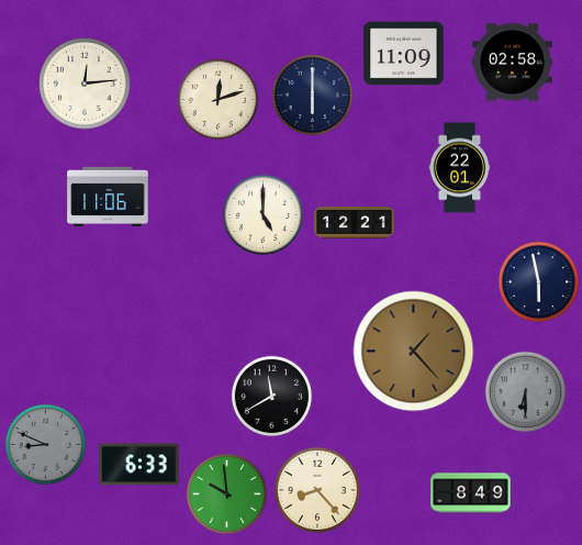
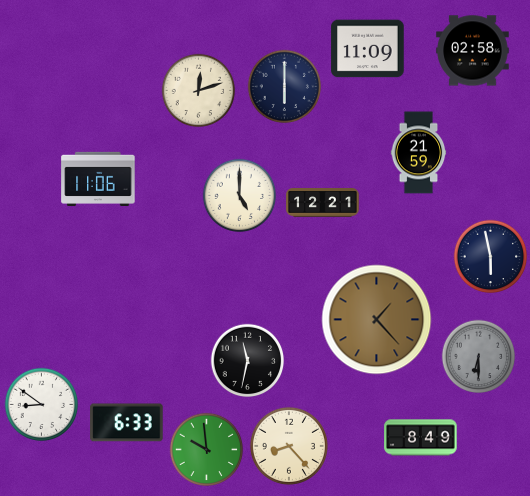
clock at (513, 63) position: (513, 63) -> (473, 51)
clock at (86, 85): 12:14 -> none
clock at (460, 168): 22:01 -> 21:59
clock at (272, 397): 11:40 -> 11:32
clock at (46, 445): 8:49 -> 8:51
clock at (46, 445) dial: grey -> white
clock at (471, 493) position: (471, 493) -> (421, 438)
